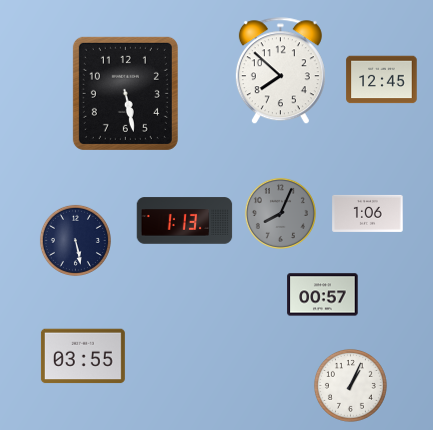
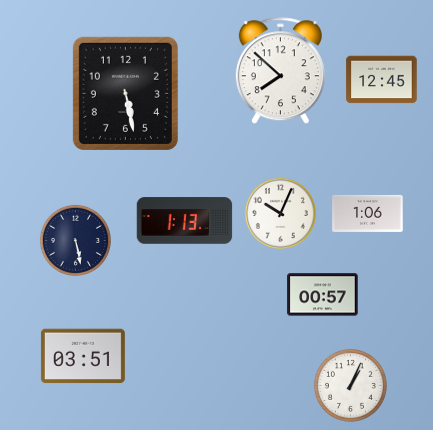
clock at (280, 213): 8:04 -> 10:04
clock at (280, 213) dial: grey -> white
clock at (83, 356): 03:55 -> 03:51
